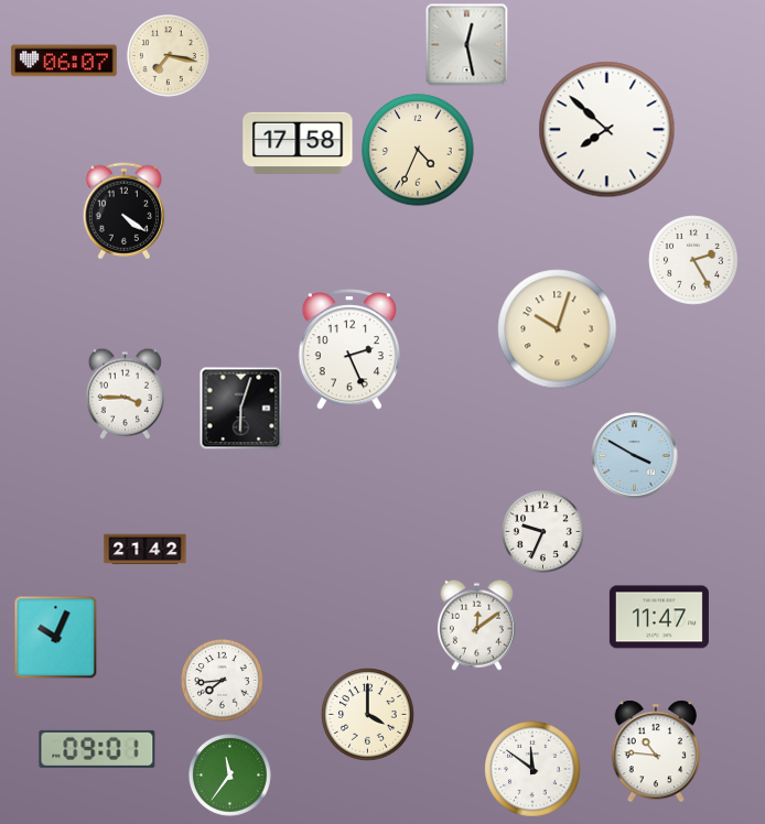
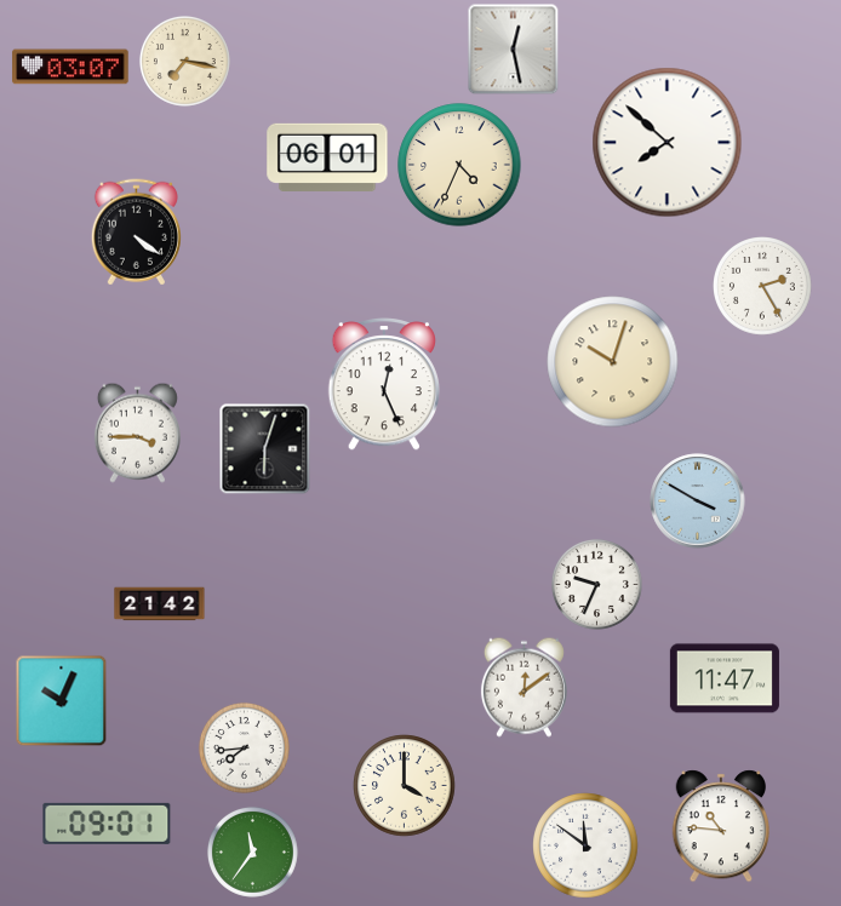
clock at (64, 61): 06:07 -> 03:07
clock at (298, 142): 17:58 -> 06:01
clock at (348, 349): 2:26 -> 12:26
